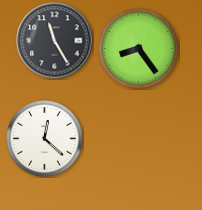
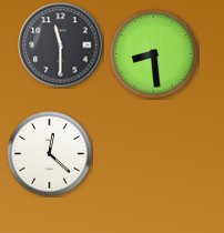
clock at (55, 41): 11:25 -> 11:30
clock at (139, 49): 8:24 -> 8:29
